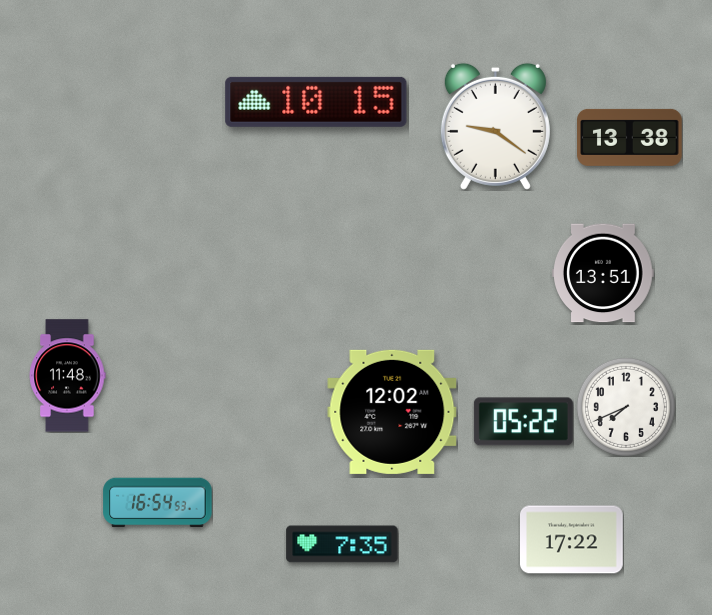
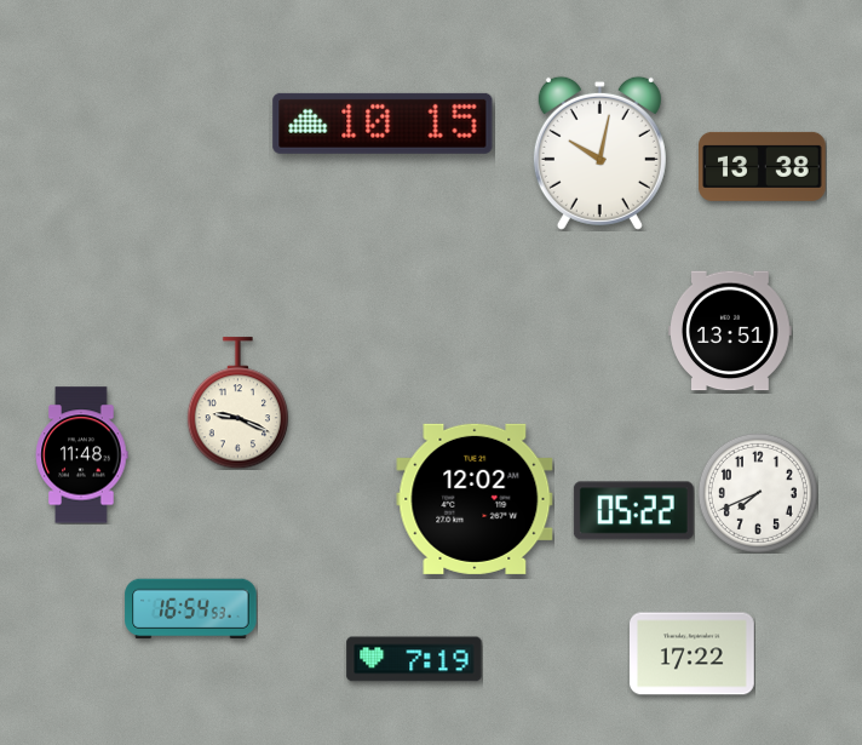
clock at (495, 126): 9:21 -> 10:02
clock at (237, 403): none -> 9:19
clock at (342, 544): 7:35 -> 7:19
